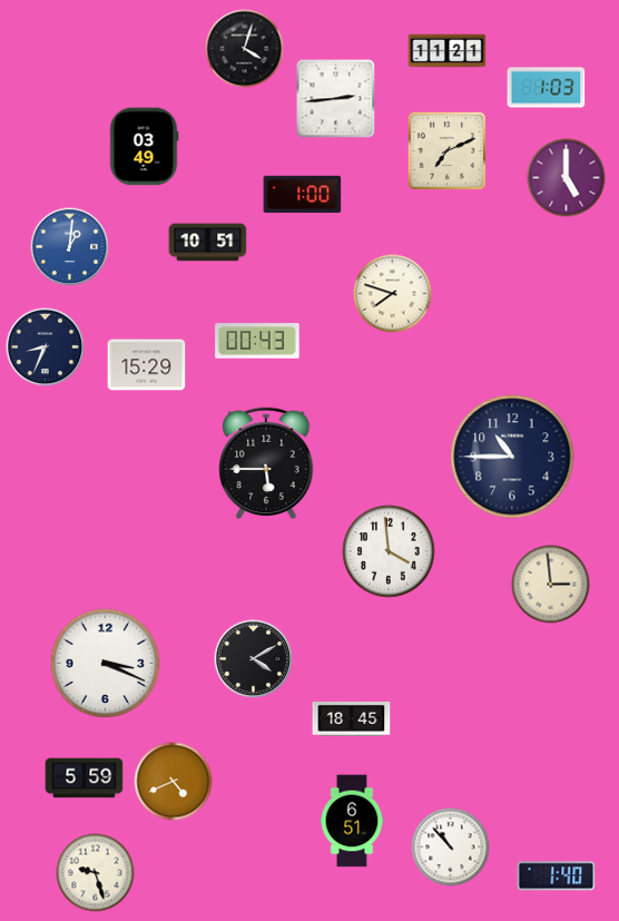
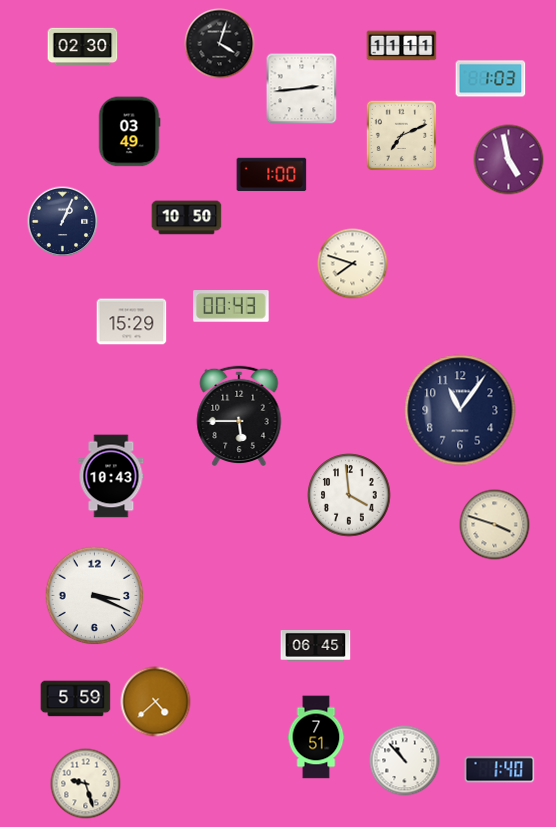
clock at (448, 51): 11:21 -> 11:11
clock at (83, 47): none -> 02:30
clock at (567, 178): 5:00 -> 4:58
clock at (208, 243): 10:51 -> 10:50
clock at (70, 247): 1:01 -> 1:04
clock at (70, 247) dial: blue -> navy
clock at (46, 347): 8:34 -> none
clock at (147, 365) position: (147, 365) -> (132, 322)
clock at (512, 457): 10:45 -> 11:06
clock at (111, 476): none -> 10:43
clock at (551, 585): 2:59 -> 3:48
clock at (254, 659): 4:10 -> none
clock at (352, 719): 18:45 -> 06:45
clock at (174, 782): 4:41 -> 4:38
clock at (352, 821): 6:51 -> 7:51
clock at (557, 876) position: (557, 876) -> (500, 770)
